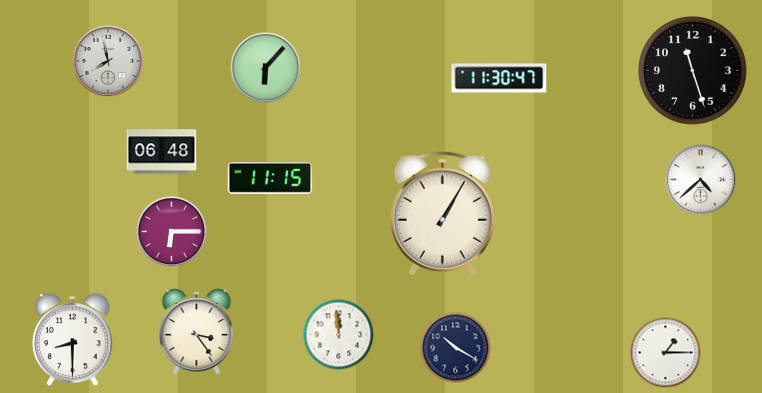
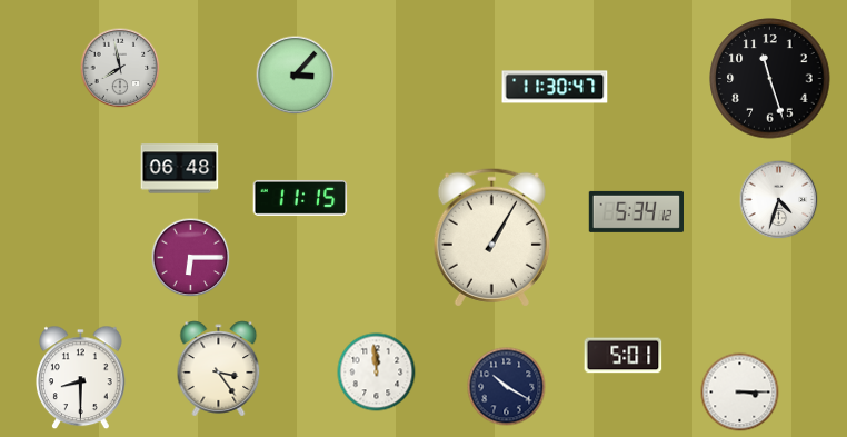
clock at (266, 68): 6:07 -> 3:07
clock at (701, 180): 4:38 -> 4:33
clock at (636, 211): none -> 5:34
clock at (624, 356): none -> 5:01
clock at (666, 353): 1:15 -> 3:15
